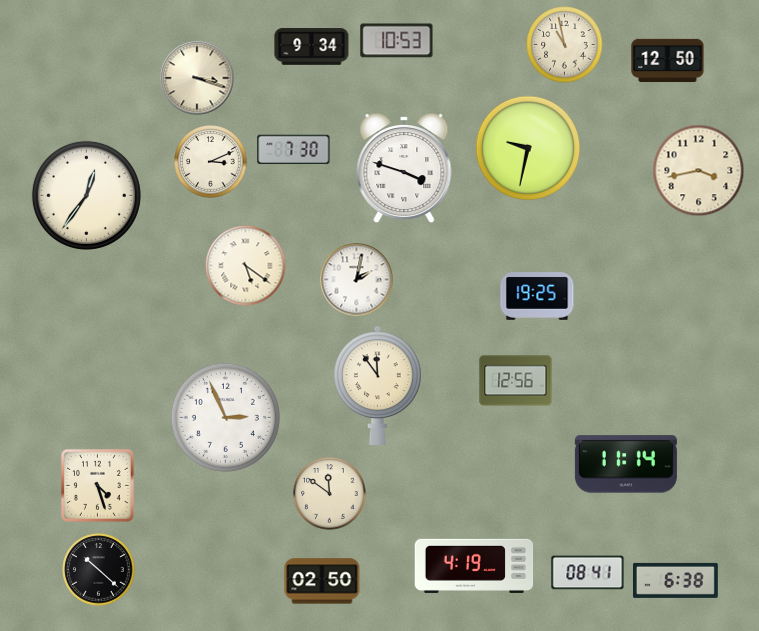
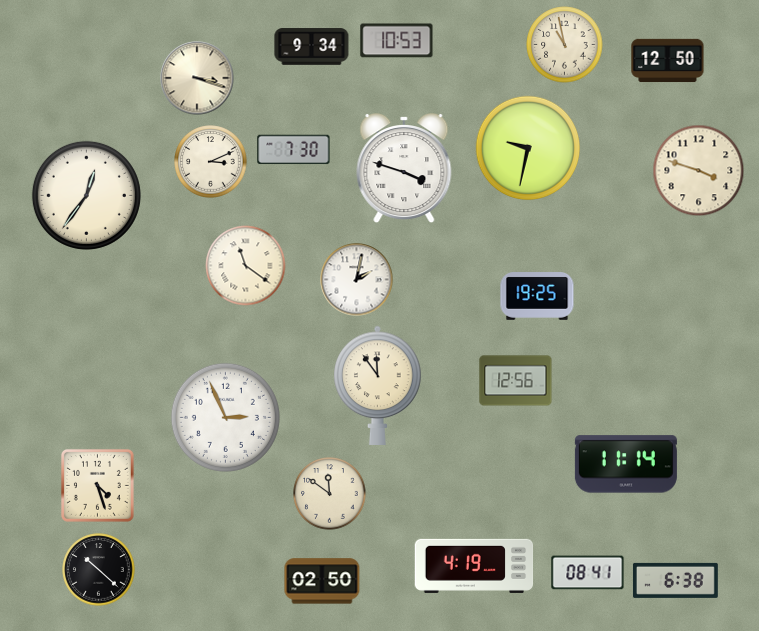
clock at (699, 171): 3:43 -> 3:48
clock at (246, 266): 5:21 -> 11:21
